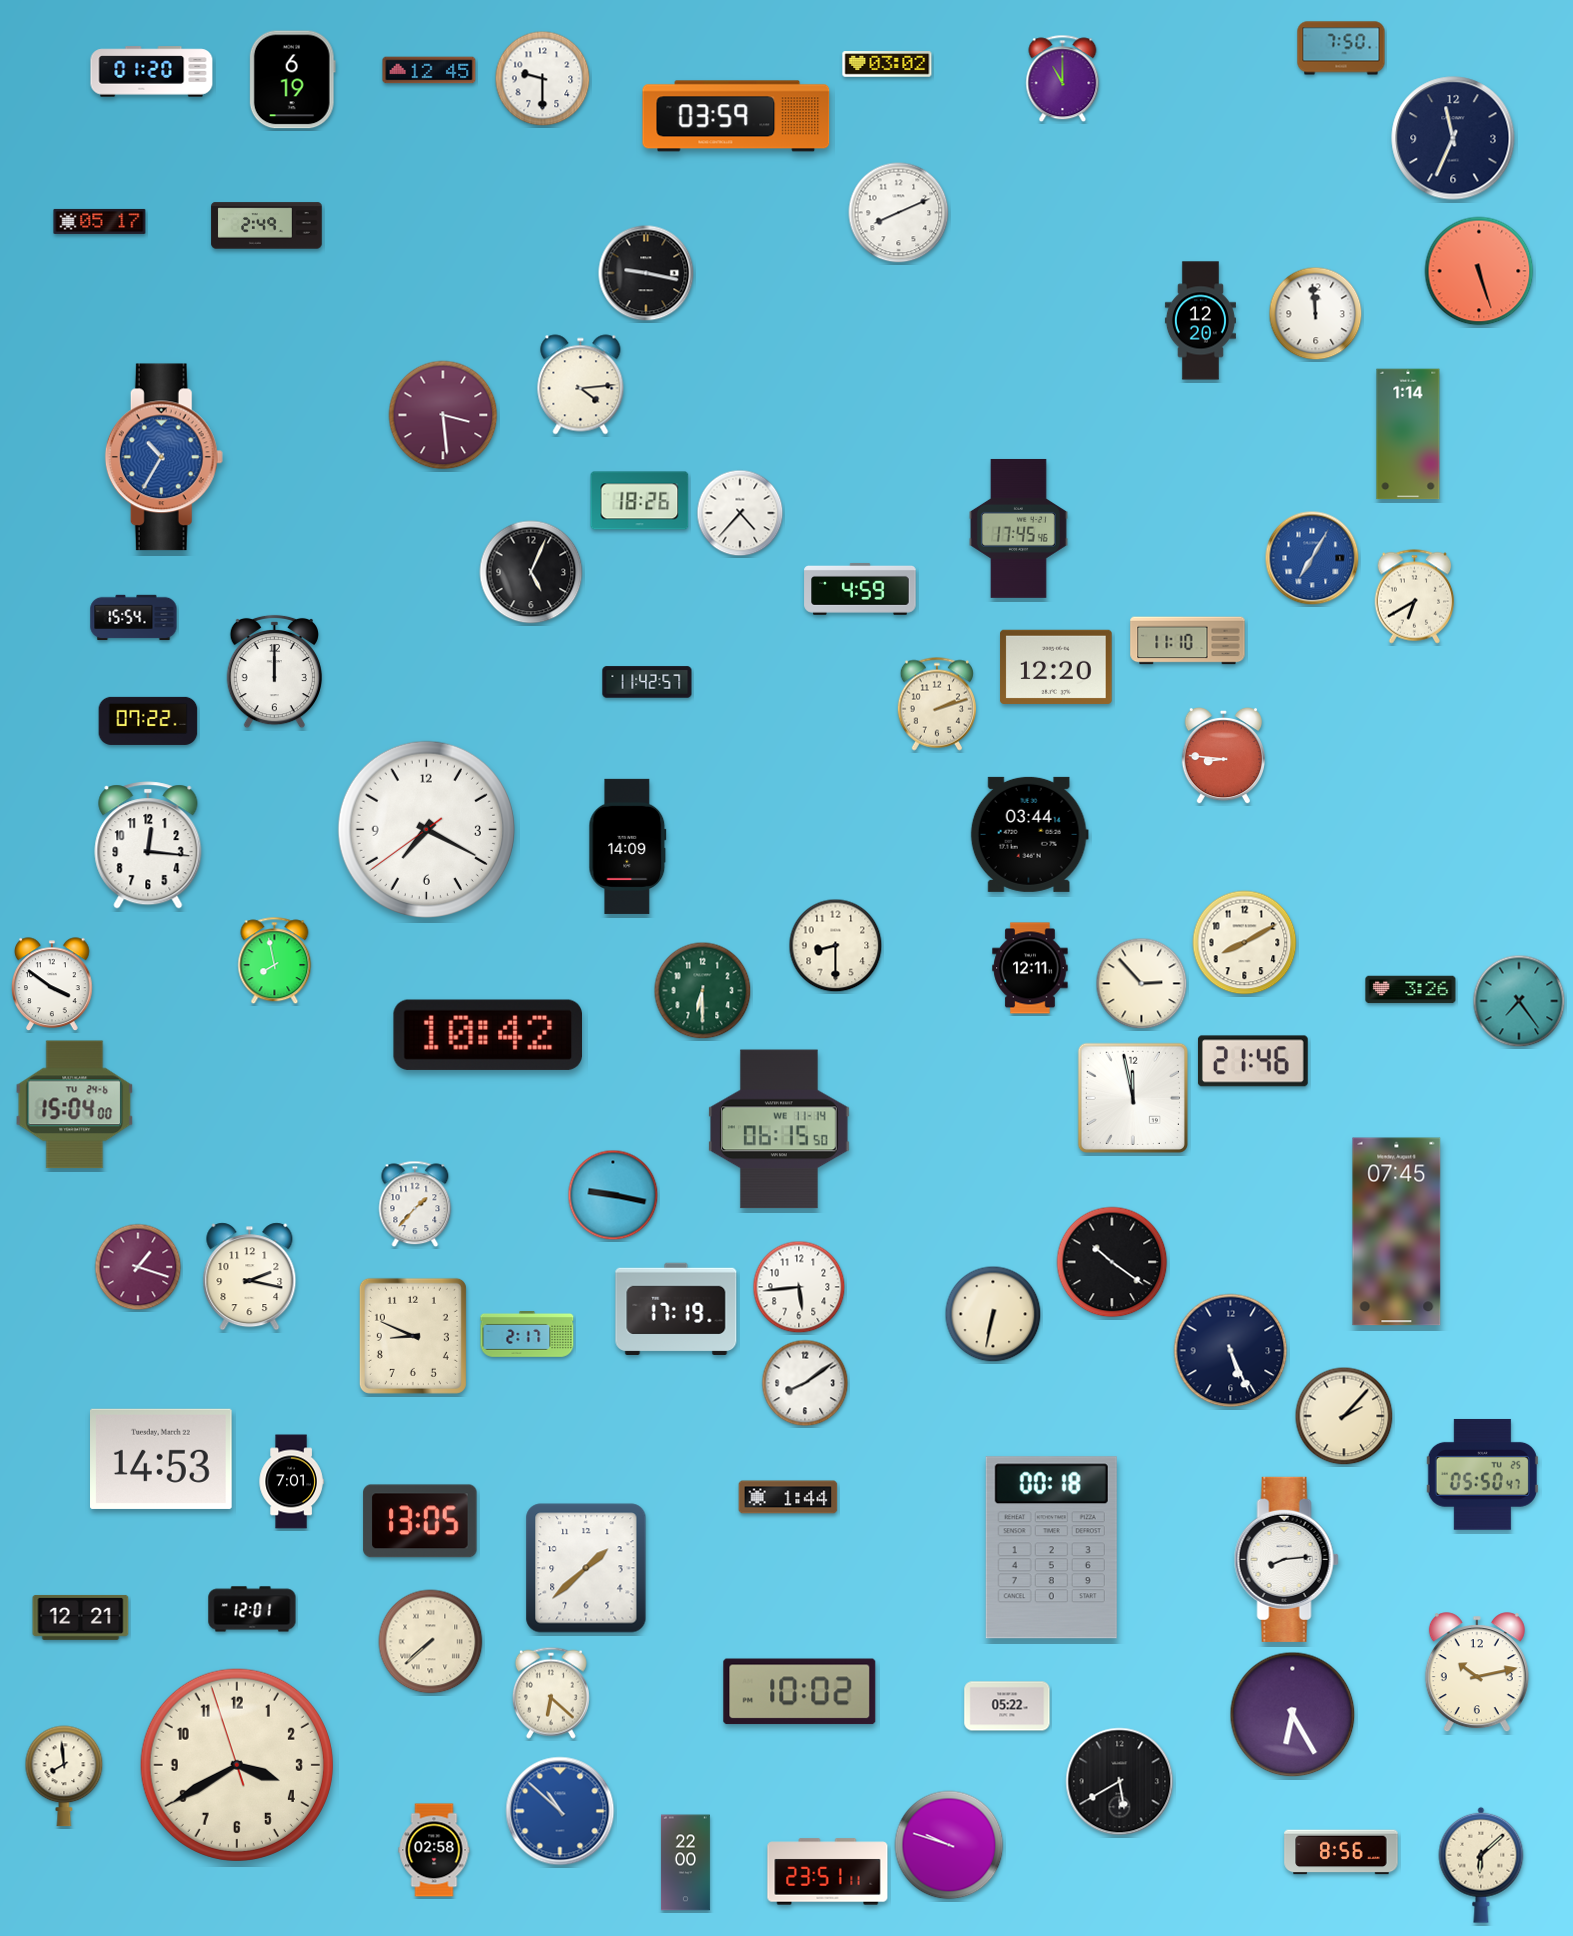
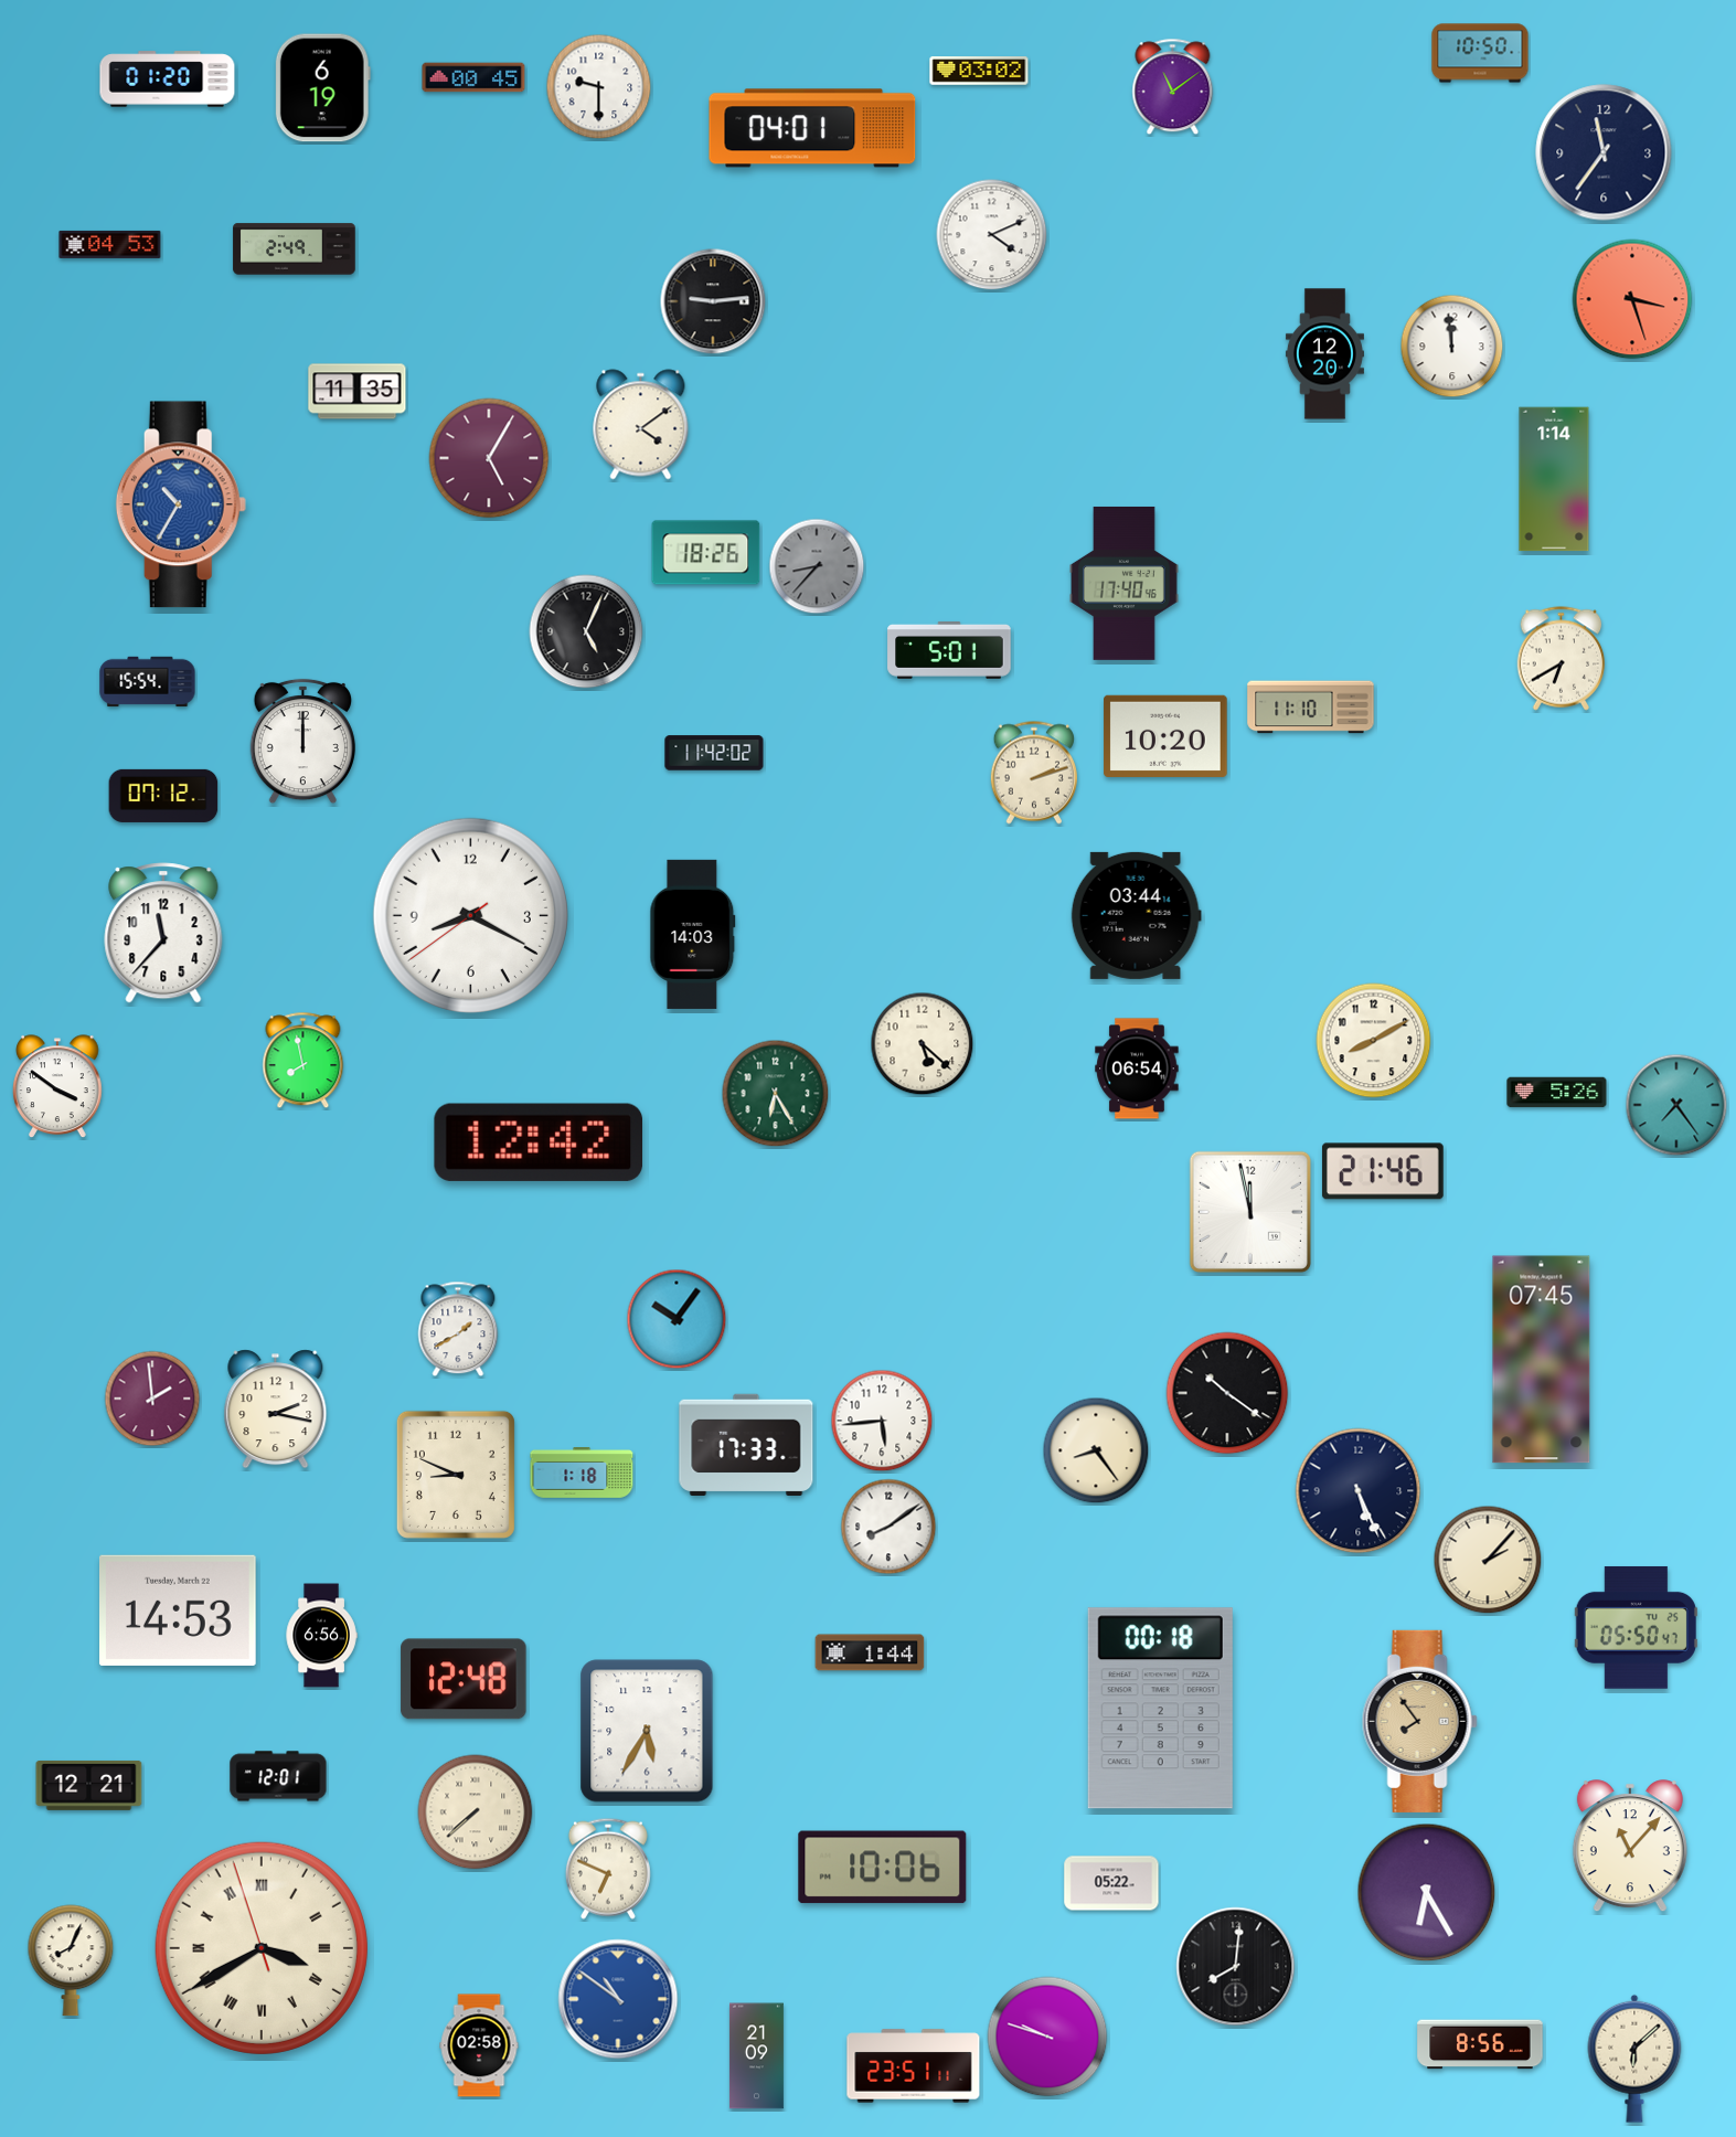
clock at (1341, 48): 7:50 -> 10:50
clock at (429, 70): 12:45 -> 00:45
clock at (1063, 79): 11:00 -> 11:09
clock at (736, 116): 03:59 -> 04:01
clock at (1453, 138): 11:34 -> 11:36
clock at (899, 213): 8:11 -> 4:11
clock at (100, 221): 05:17 -> 04:53
clock at (1479, 271): 5:27 -> 3:27
clock at (646, 273): 9:17 -> 9:14
clock at (358, 392): none -> 11:35
clock at (581, 385): 4:14 -> 4:09
clock at (443, 415): 3:29 -> 5:05
clock at (740, 513): 4:37 -> 8:37
clock at (740, 513) dial: white -> grey
clock at (1018, 528): 17:45 -> 17:40
clock at (1312, 558): 7:05 -> none
clock at (860, 589): 4:59 -> 5:01
clock at (1056, 667): 12:20 -> 10:20
clock at (647, 682): 11:42:57 -> 11:42:02
clock at (937, 704) position: (937, 704) -> (1034, 773)
clock at (148, 721): 07:22 -> 07:12
clock at (1223, 756): 8:46 -> none
clock at (426, 829): 7:19 -> 8:19
clock at (1029, 834) position: (1029, 834) -> (1136, 915)
clock at (148, 845): 12:16 -> 11:37
clock at (628, 846): 14:09 -> 14:03
clock at (836, 946): 8:30 -> 5:22
clock at (1030, 968): 12:11 -> 06:54
clock at (1142, 984): 2:53 -> none
clock at (1411, 990): 3:26 -> 5:26
clock at (703, 991): 6:30 -> 6:25
clock at (487, 1035): 10:42 -> 12:42
clock at (75, 1105): 15:04 -> none
clock at (780, 1129): 06:15 -> none
clock at (613, 1195): 9:17 -> 10:06
clock at (415, 1204): 1:37 -> 1:40
clock at (138, 1267): 1:18 -> 1:59
clock at (676, 1309): 17:19 -> 17:33
clock at (993, 1314): 6:32 -> 8:24
clock at (527, 1335): 2:17 -> 1:18
clock at (1344, 1416) position: (1344, 1416) -> (1488, 1560)
clock at (291, 1482): 7:01 -> 6:56
clock at (420, 1521): 13:05 -> 12:48
clock at (1286, 1559): 8:14 -> 7:54
clock at (1286, 1559) dial: white -> champagne
clock at (586, 1568): 1:38 -> 5:35
clock at (1477, 1673): 10:13 -> 11:07
clock at (800, 1692): 10:02 -> 10:06
clock at (551, 1693): 6:22 -> 6:49
clock at (237, 1765) numerals: Arabic -> Roman
clock at (64, 1776): 7:59 -> 8:04
clock at (1120, 1782): 5:40 -> 8:01
clock at (560, 1811): 10:52 -> 10:51
clock at (434, 1850) position: (434, 1850) -> (479, 2045)
clock at (685, 1863): 22:00 -> 21:09
